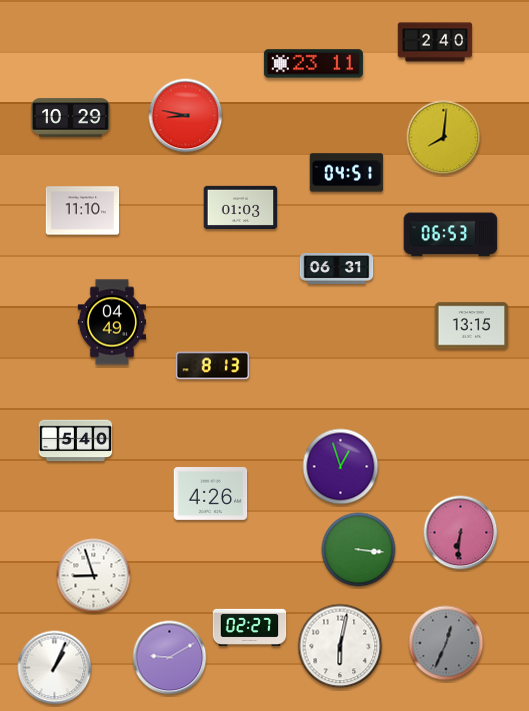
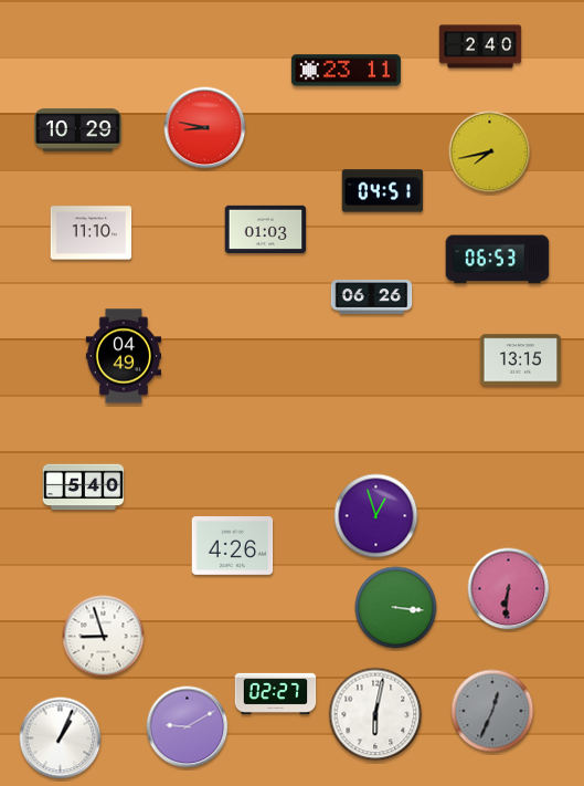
clock at (444, 138): 8:01 -> 7:43
clock at (337, 269): 06:31 -> 06:26
clock at (213, 366): 8:13 -> none
